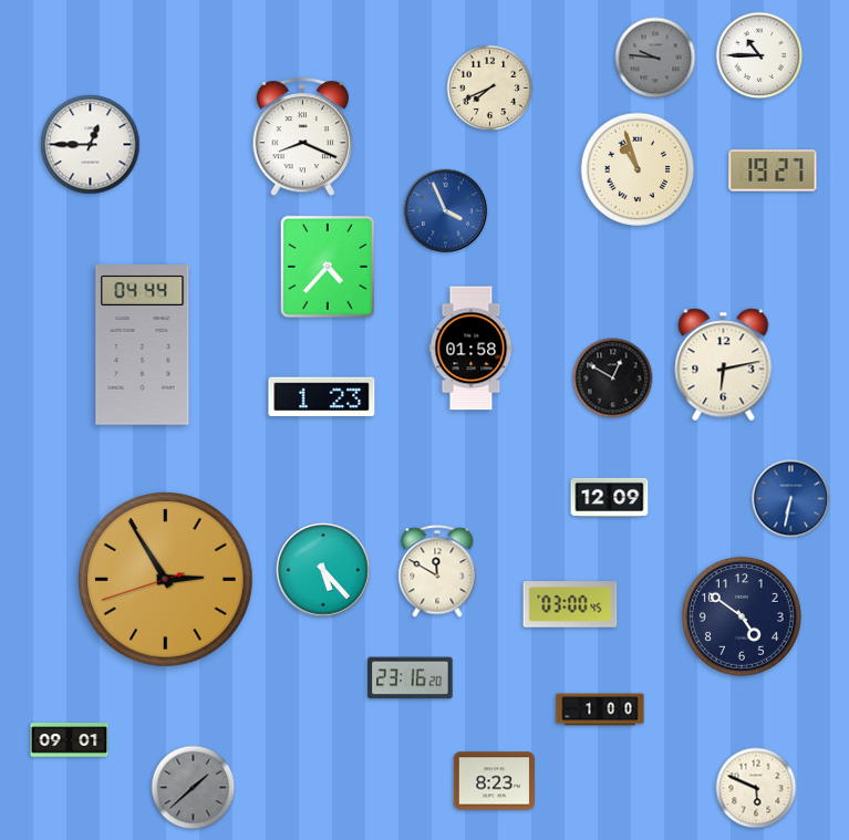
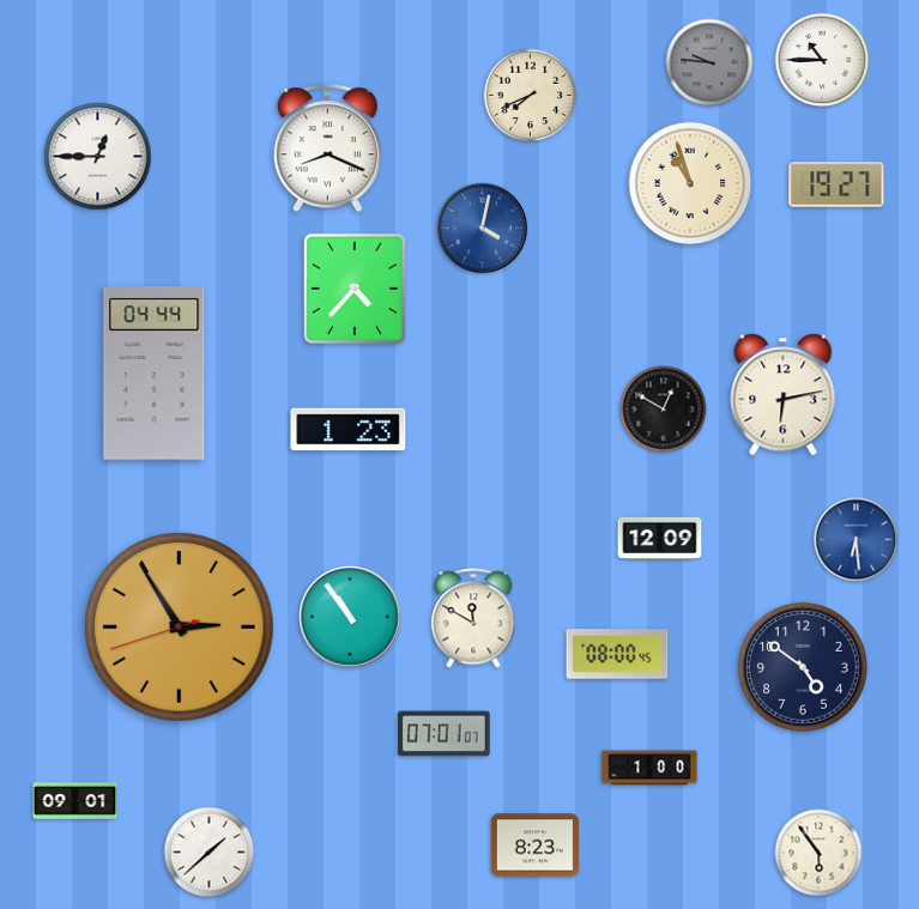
clock at (446, 211): 3:56 -> 4:02
clock at (472, 349): 01:58 -> none
clock at (791, 499): 6:32 -> 6:29
clock at (323, 570): 5:23 -> 10:54
clock at (570, 604): 03:00 -> 08:00
clock at (411, 678): 23:16 -> 07:01
clock at (194, 788) dial: grey -> white
clock at (756, 788): 5:49 -> 5:54
